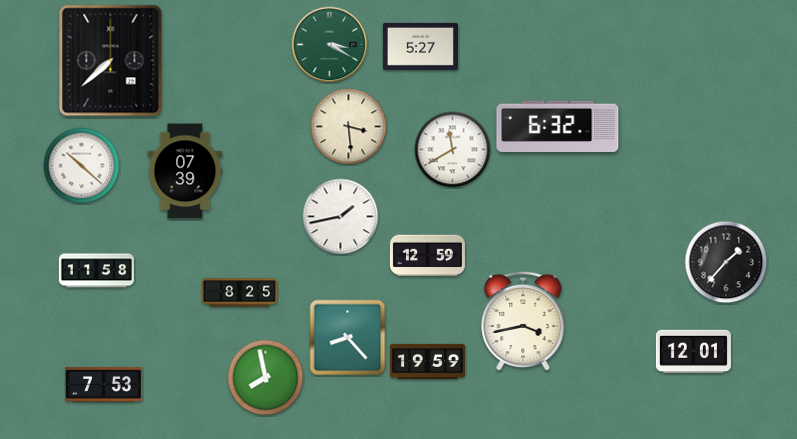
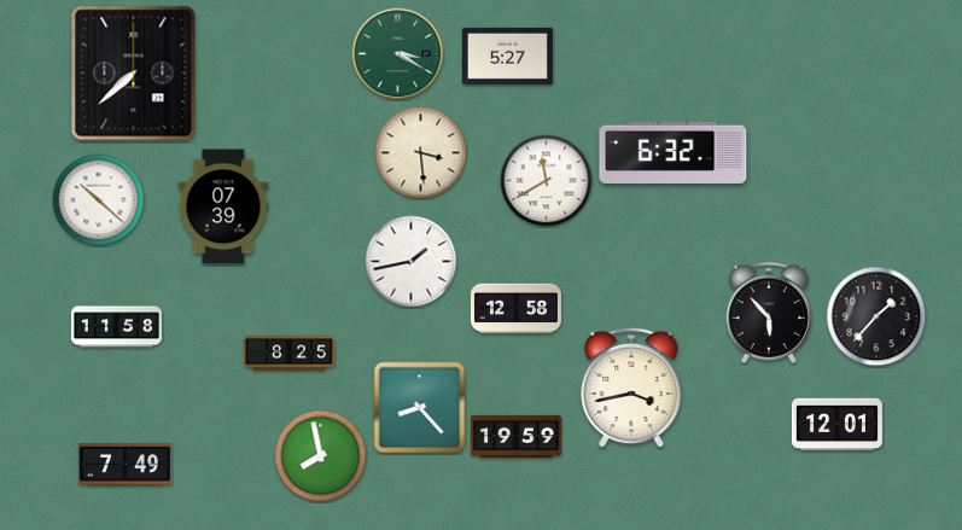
clock at (427, 256): 12:59 -> 12:58
clock at (768, 313): none -> 5:53
clock at (104, 385): 7:53 -> 7:49
